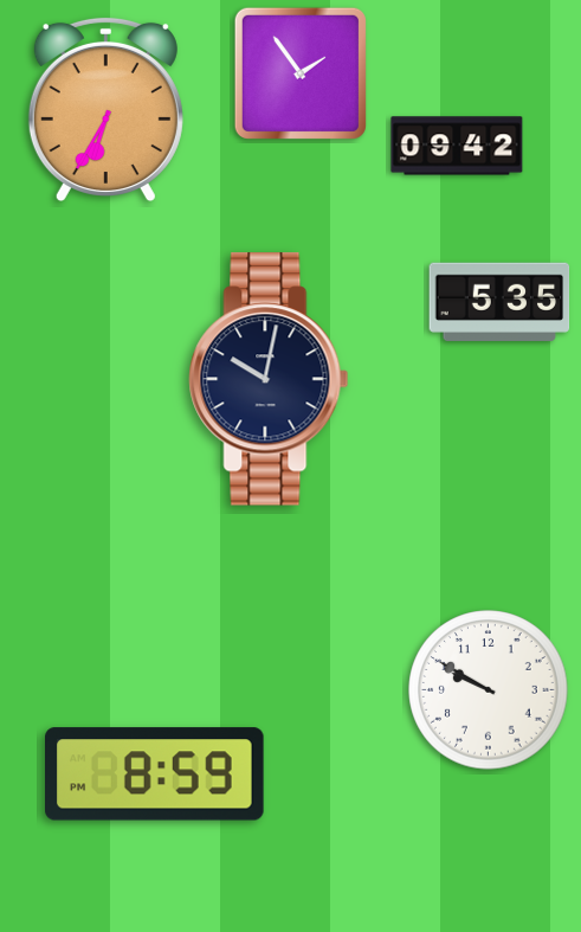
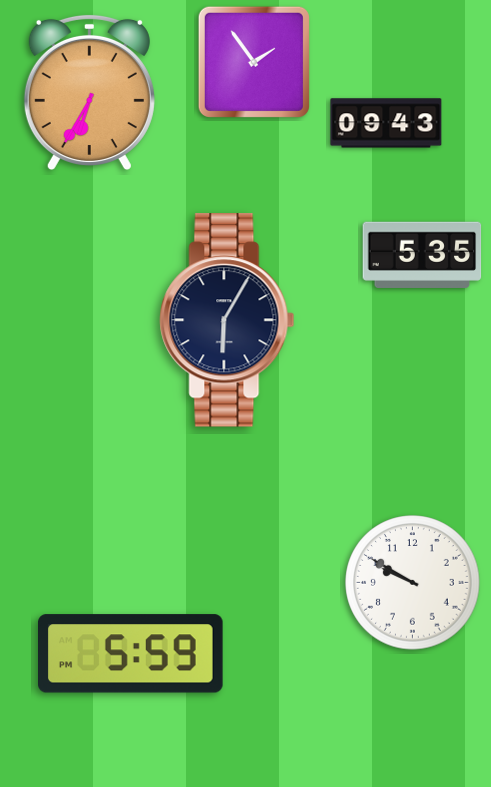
clock at (457, 146): 09:42 -> 09:43
clock at (269, 379): 10:02 -> 6:05
clock at (155, 774): 8:59 -> 5:59
